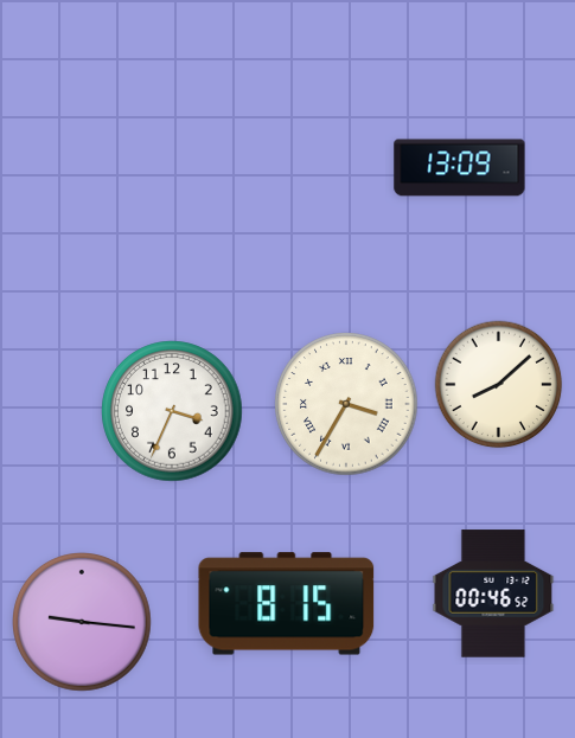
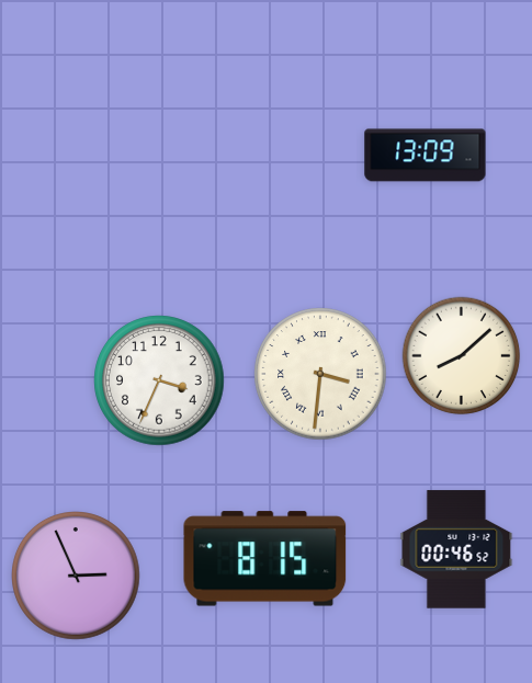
clock at (346, 404): 3:35 -> 3:31
clock at (83, 623): 9:16 -> 2:56
